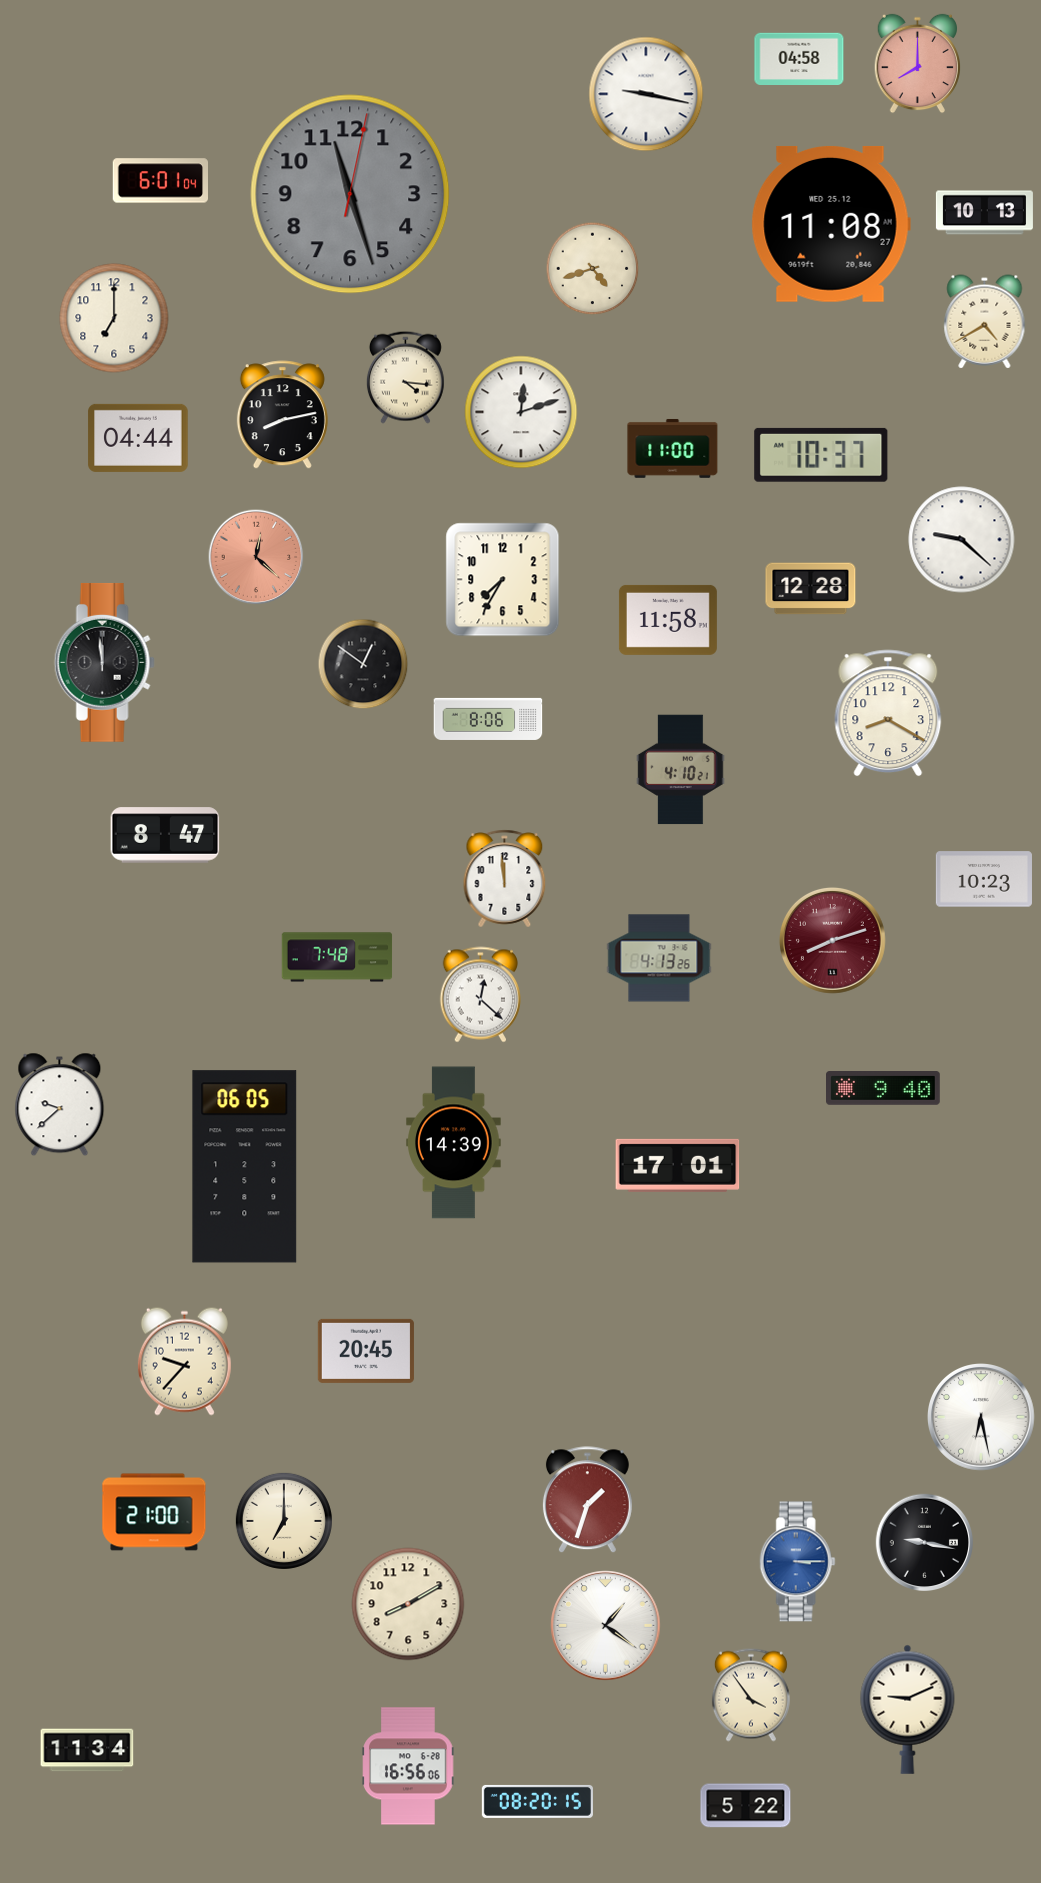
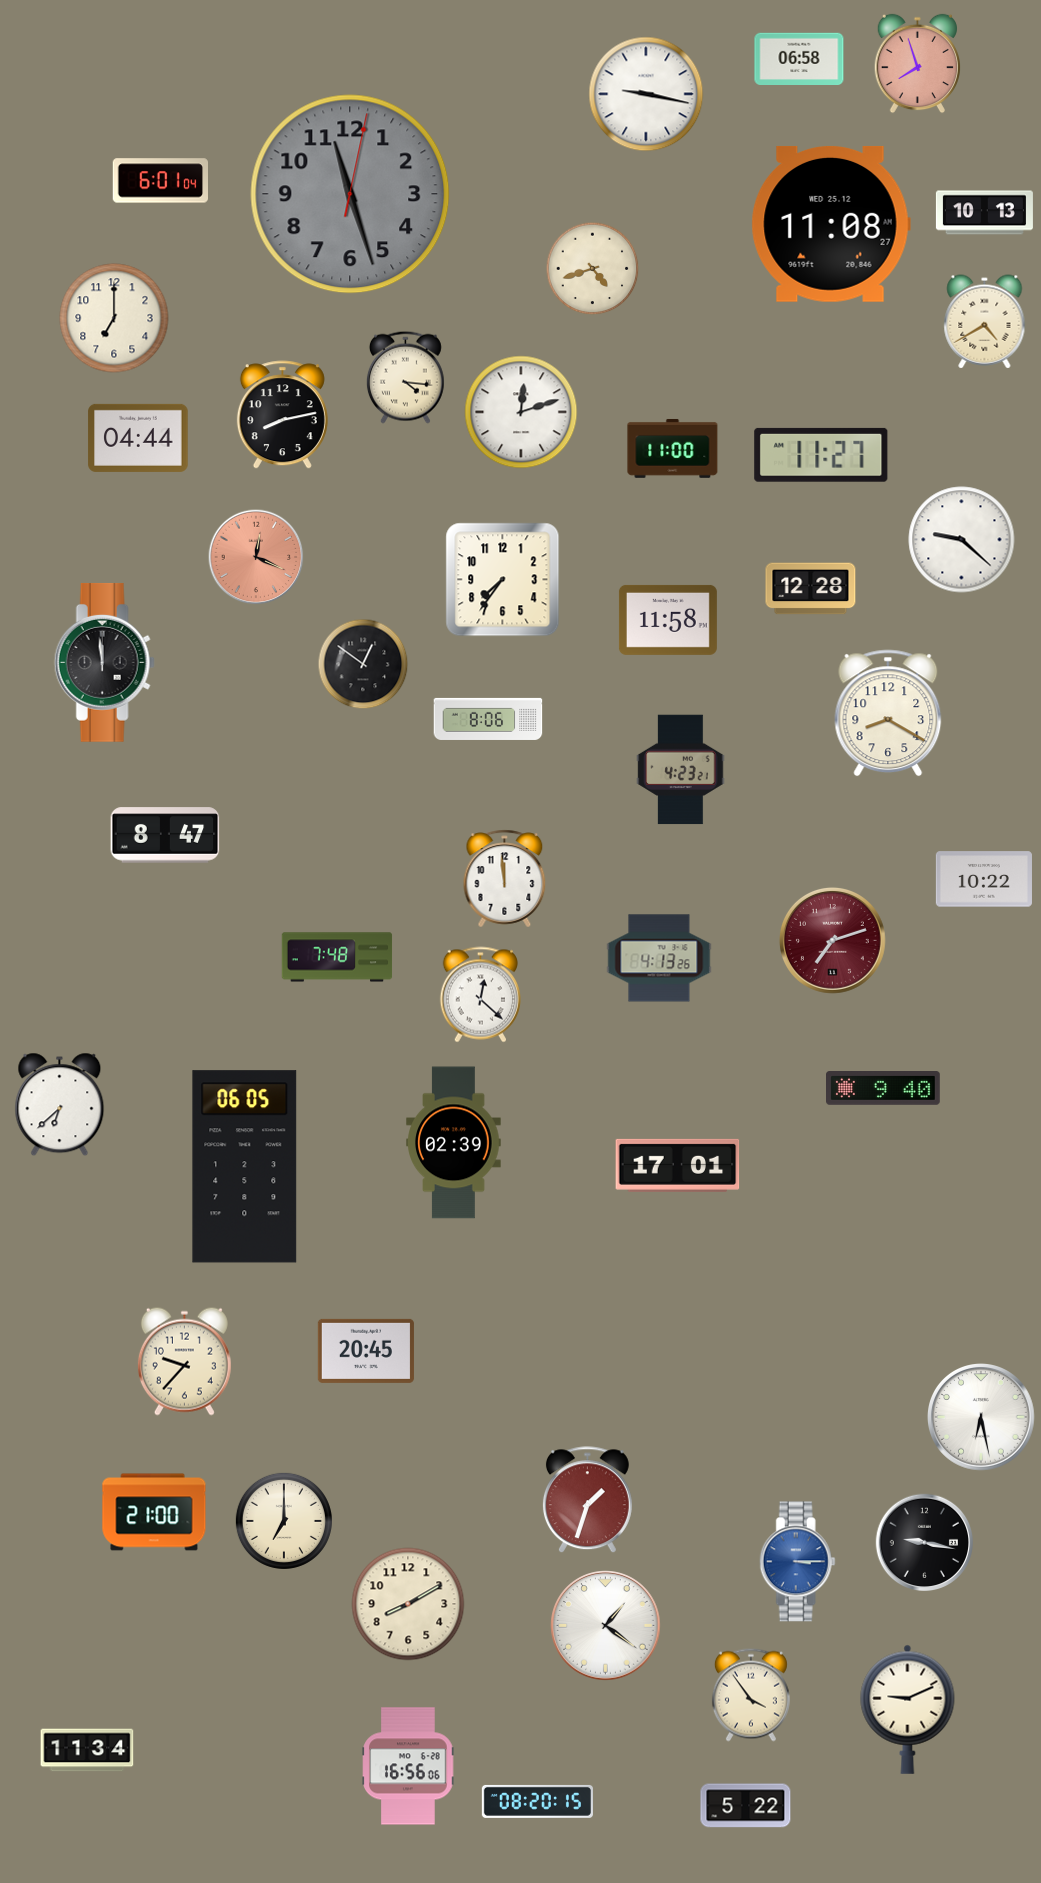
clock at (799, 59): 04:58 -> 06:58
clock at (917, 64): 8:00 -> 7:57
clock at (821, 455): 10:37 -> 11:27
clock at (256, 557): 12:22 -> 12:19
clock at (503, 580): 7:35 -> 7:36
clock at (681, 770): 4:10 -> 4:23
clock at (984, 879): 10:23 -> 10:22
clock at (832, 940): 8:12 -> 7:12
clock at (60, 1105): 9:38 -> 6:38
clock at (454, 1143): 14:39 -> 02:39
